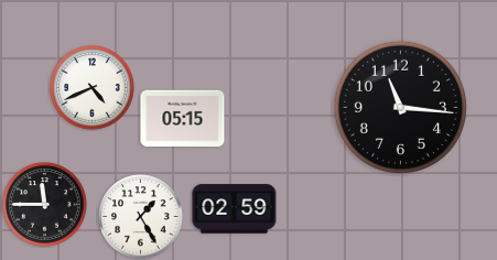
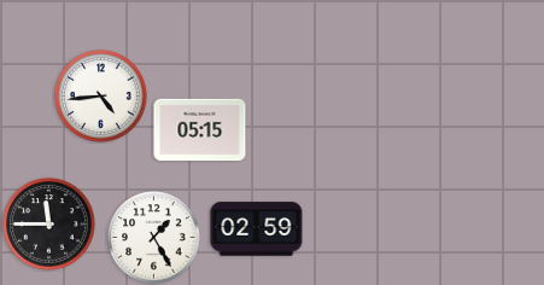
clock at (93, 88): 4:41 -> 4:44
clock at (400, 107): 11:16 -> none
